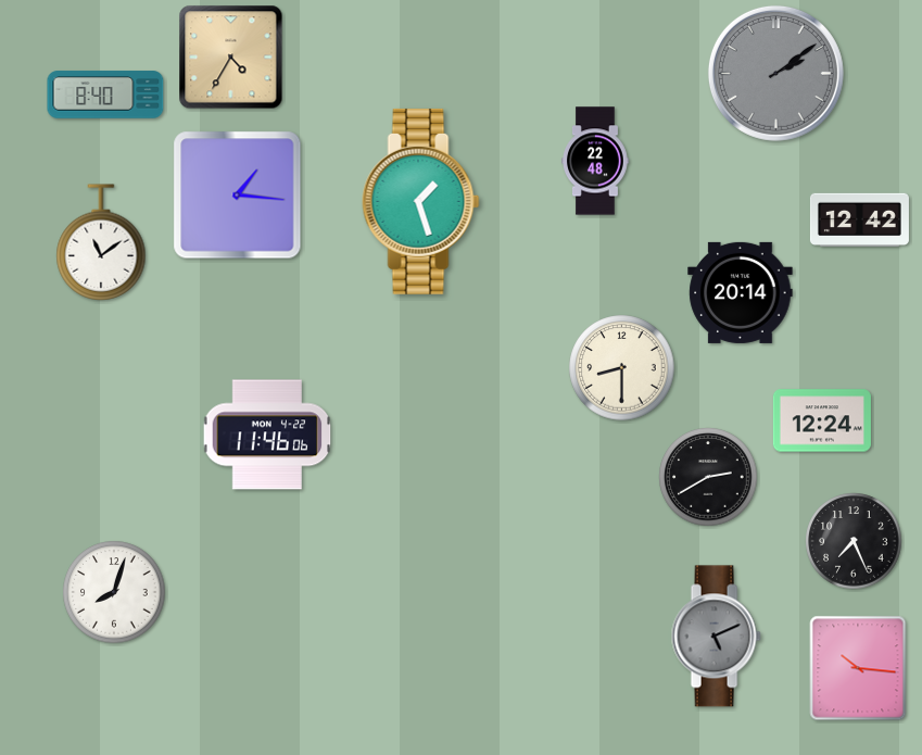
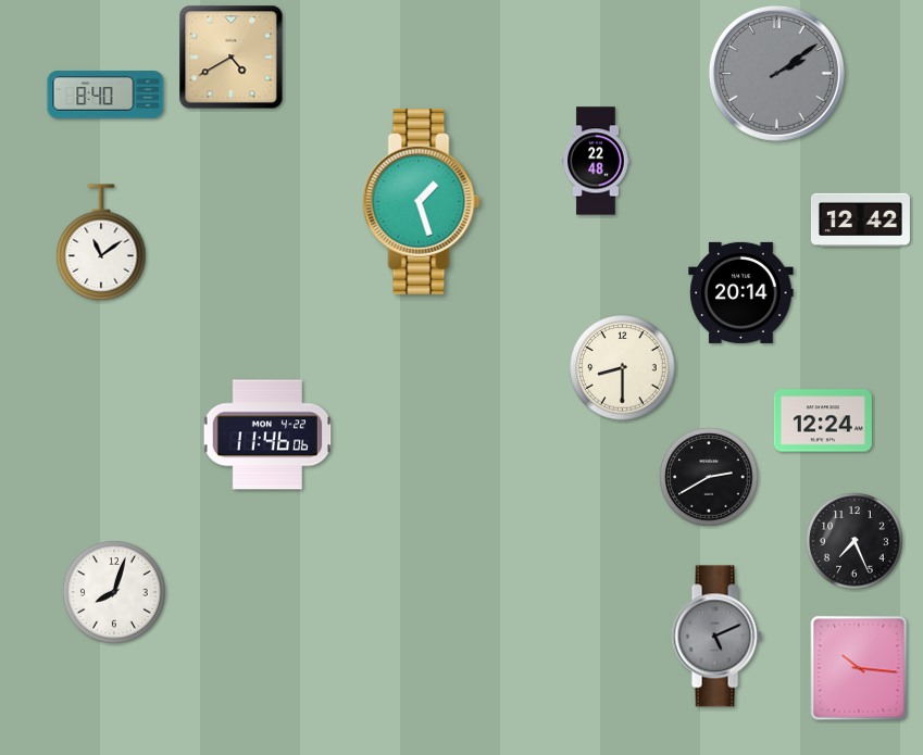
clock at (231, 58): 4:35 -> 4:40
clock at (238, 196): 1:16 -> none
